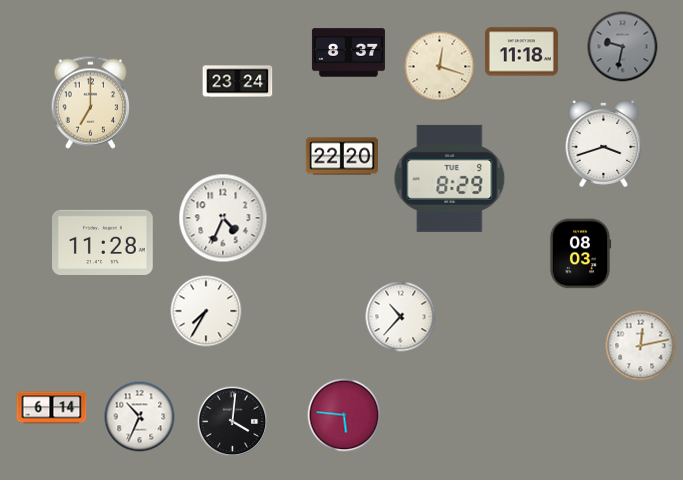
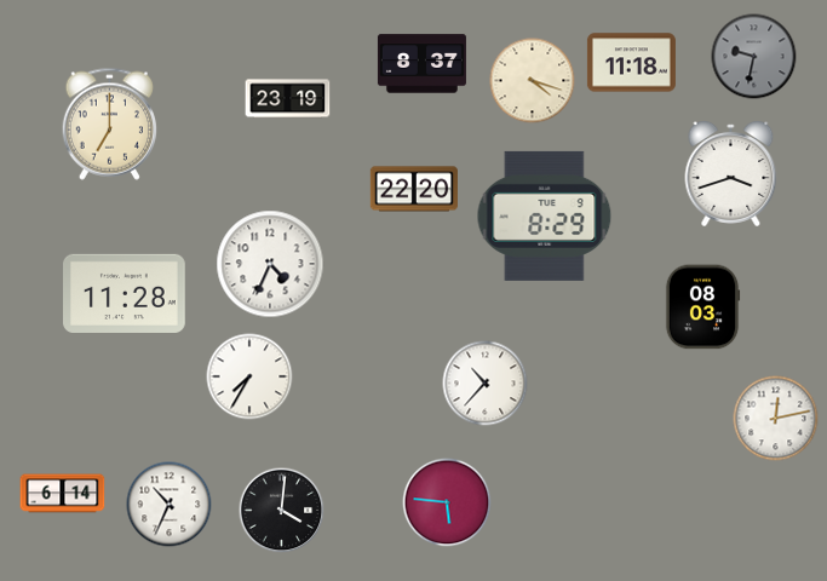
clock at (440, 67): 12:18 -> 4:18
clock at (238, 82): 23:24 -> 23:19
clock at (344, 415) position: (344, 415) -> (447, 502)
